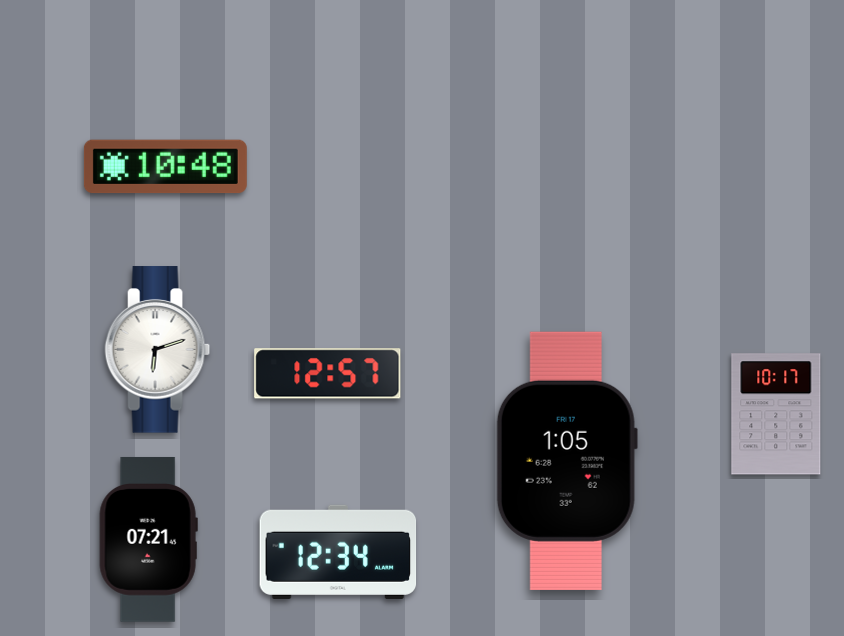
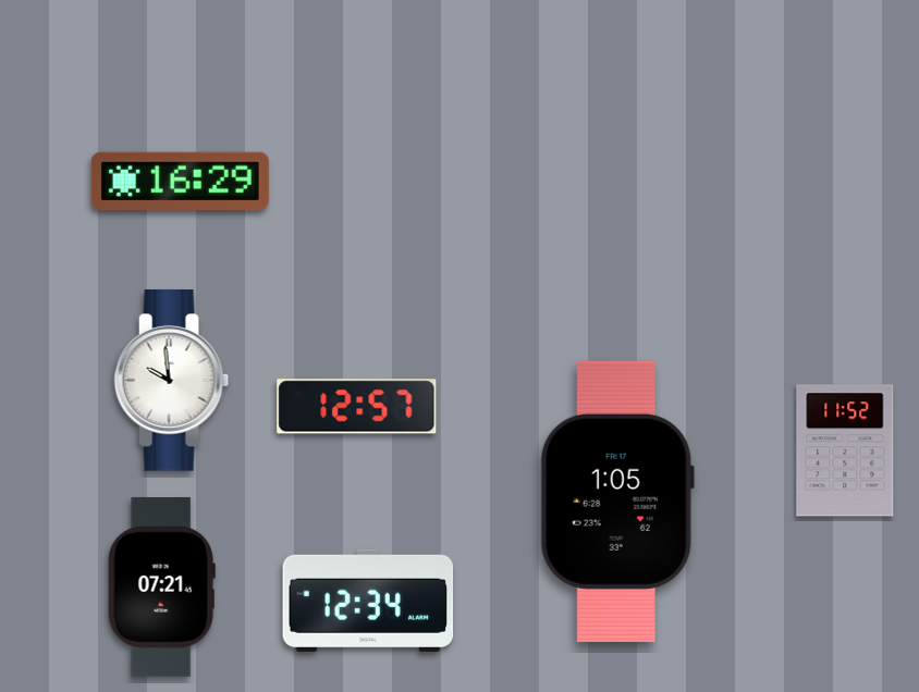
clock at (165, 167): 10:48 -> 16:29
clock at (158, 350): 6:12 -> 9:59
clock at (776, 414): 10:17 -> 11:52
